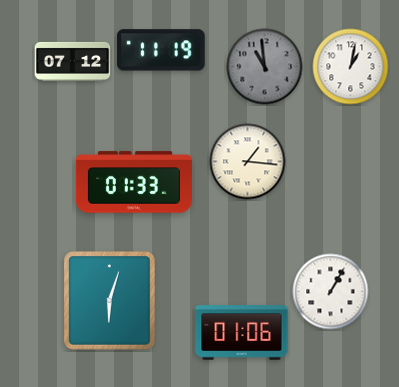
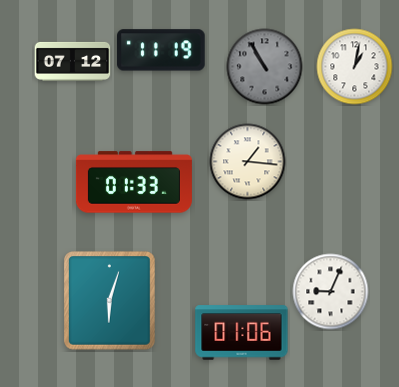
clock at (265, 67): 10:59 -> 10:55
clock at (351, 67) position: (351, 67) -> (355, 67)
clock at (331, 292): 1:05 -> 9:04
